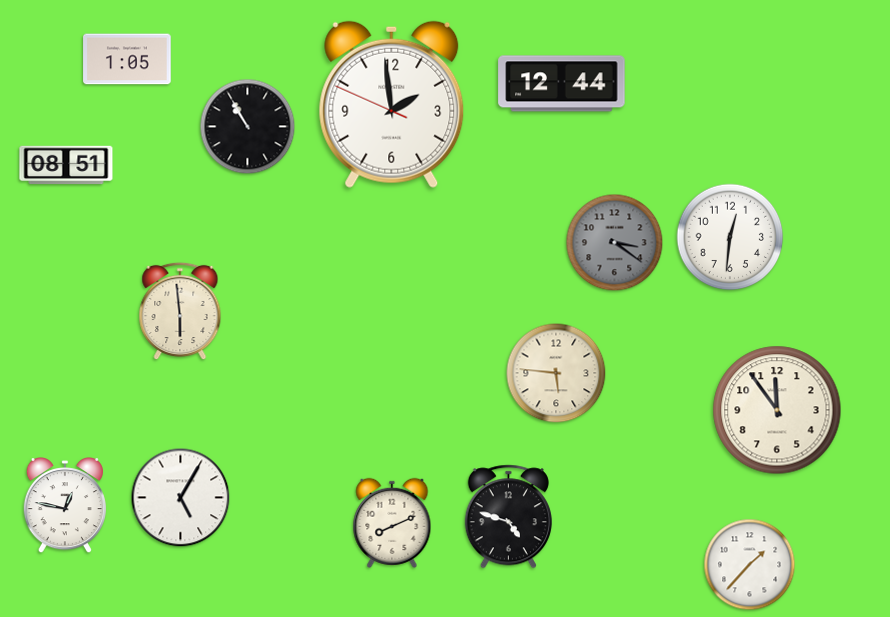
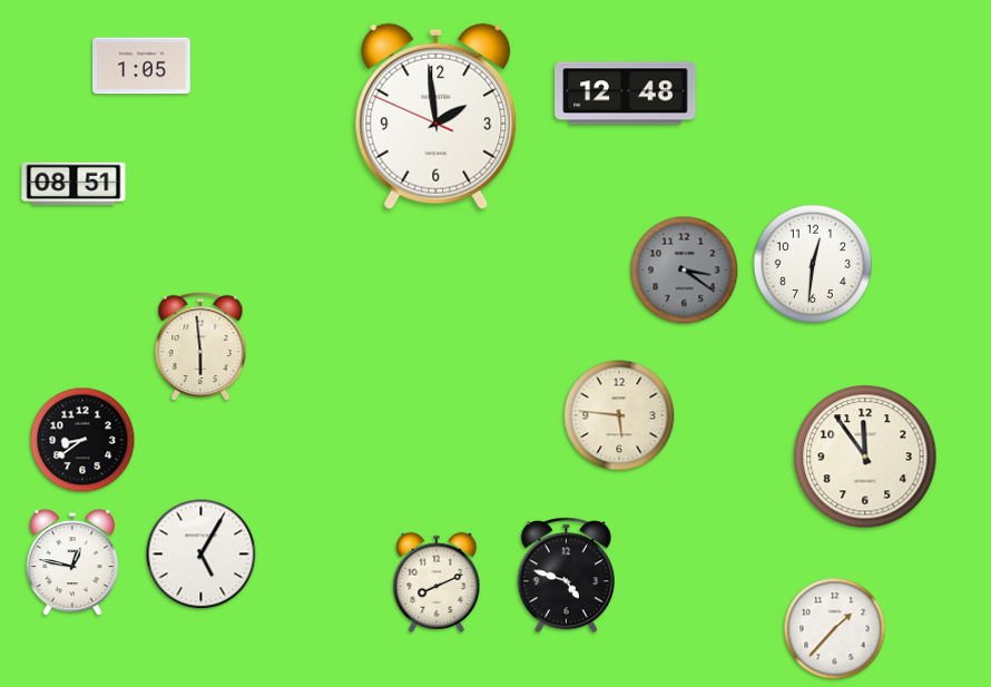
clock at (562, 84): 12:44 -> 12:48
clock at (248, 127): 10:55 -> none
clock at (82, 440): none -> 8:39
